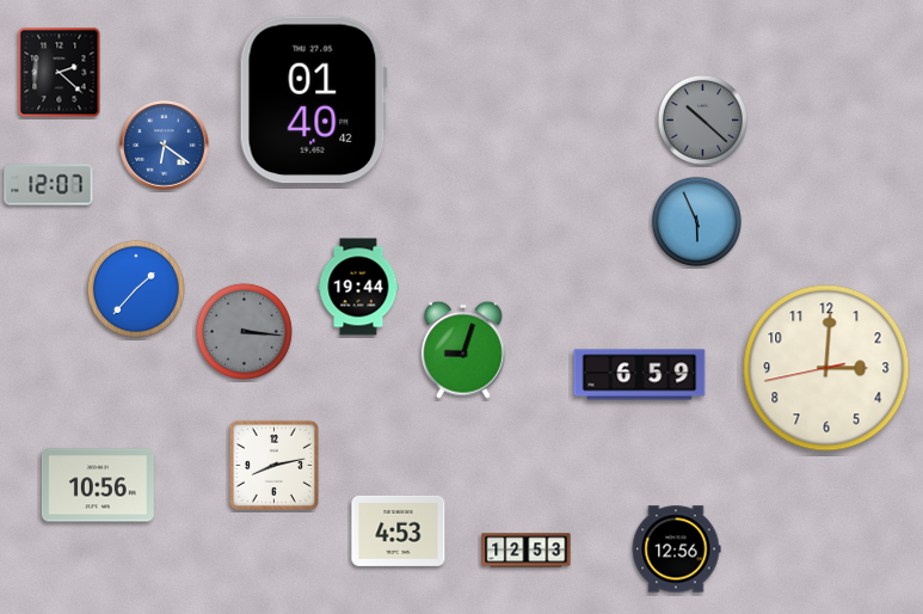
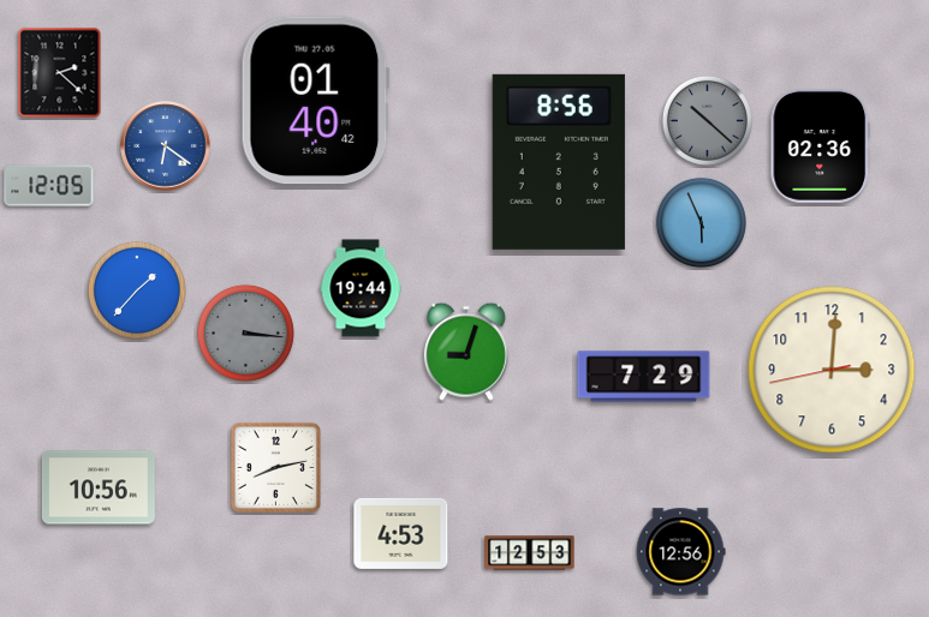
clock at (821, 145): none -> 02:36
clock at (559, 162): none -> 8:56
clock at (49, 185): 12:07 -> 12:05
clock at (640, 375): 6:59 -> 7:29
